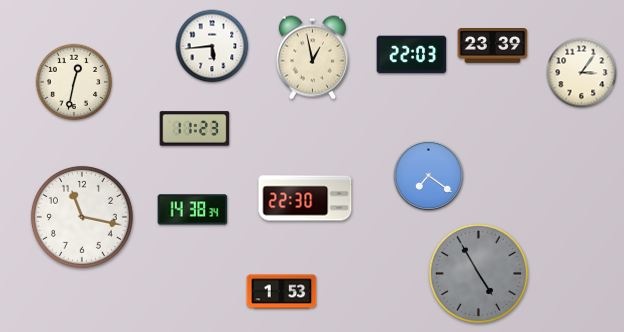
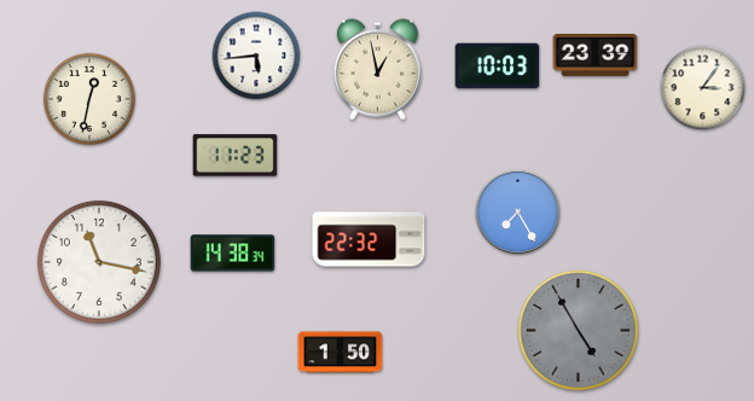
clock at (412, 55): 22:03 -> 10:03
clock at (429, 176): 7:21 -> 7:25
clock at (305, 198): 22:30 -> 22:32
clock at (282, 292): 1:53 -> 1:50
